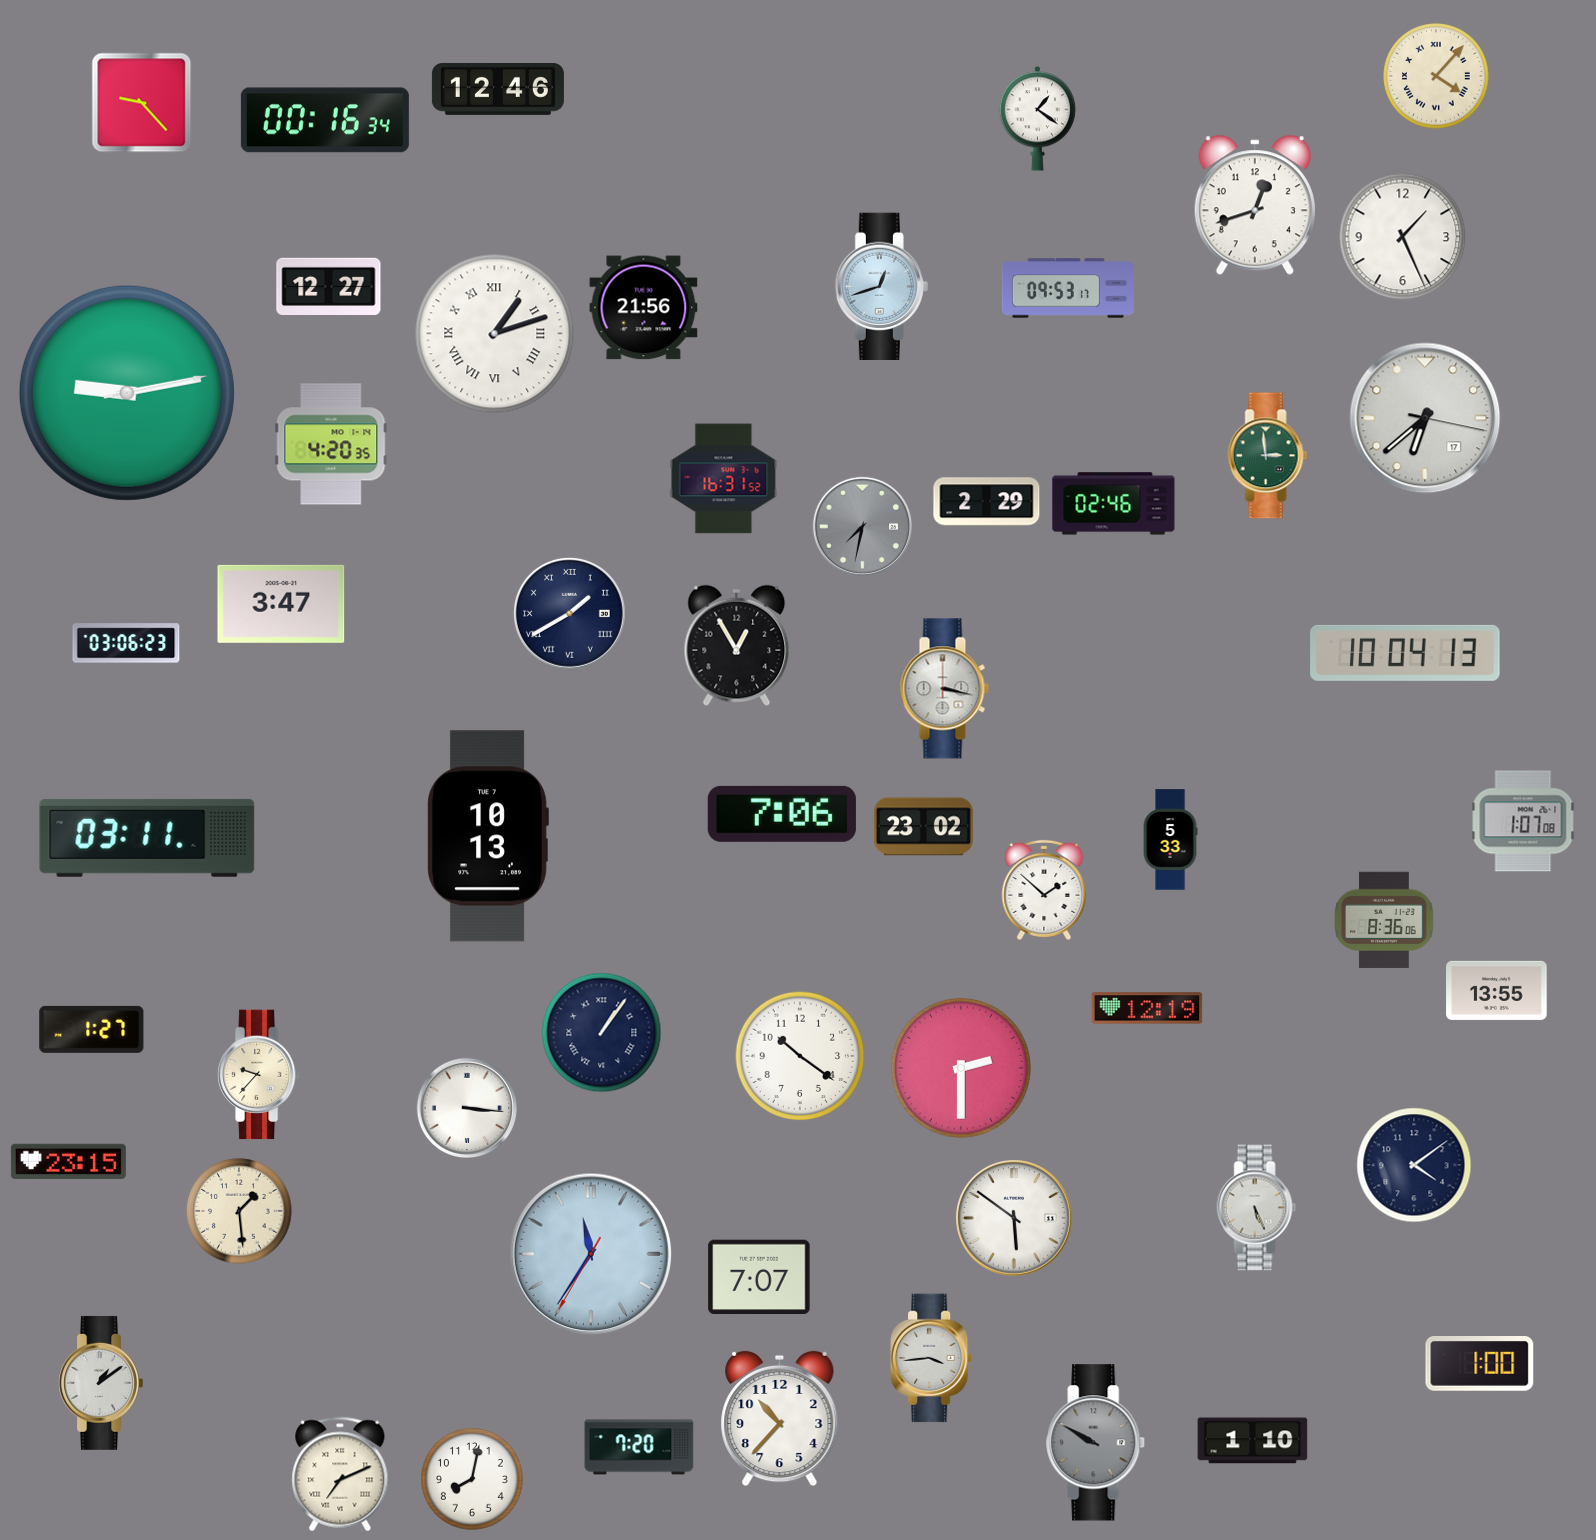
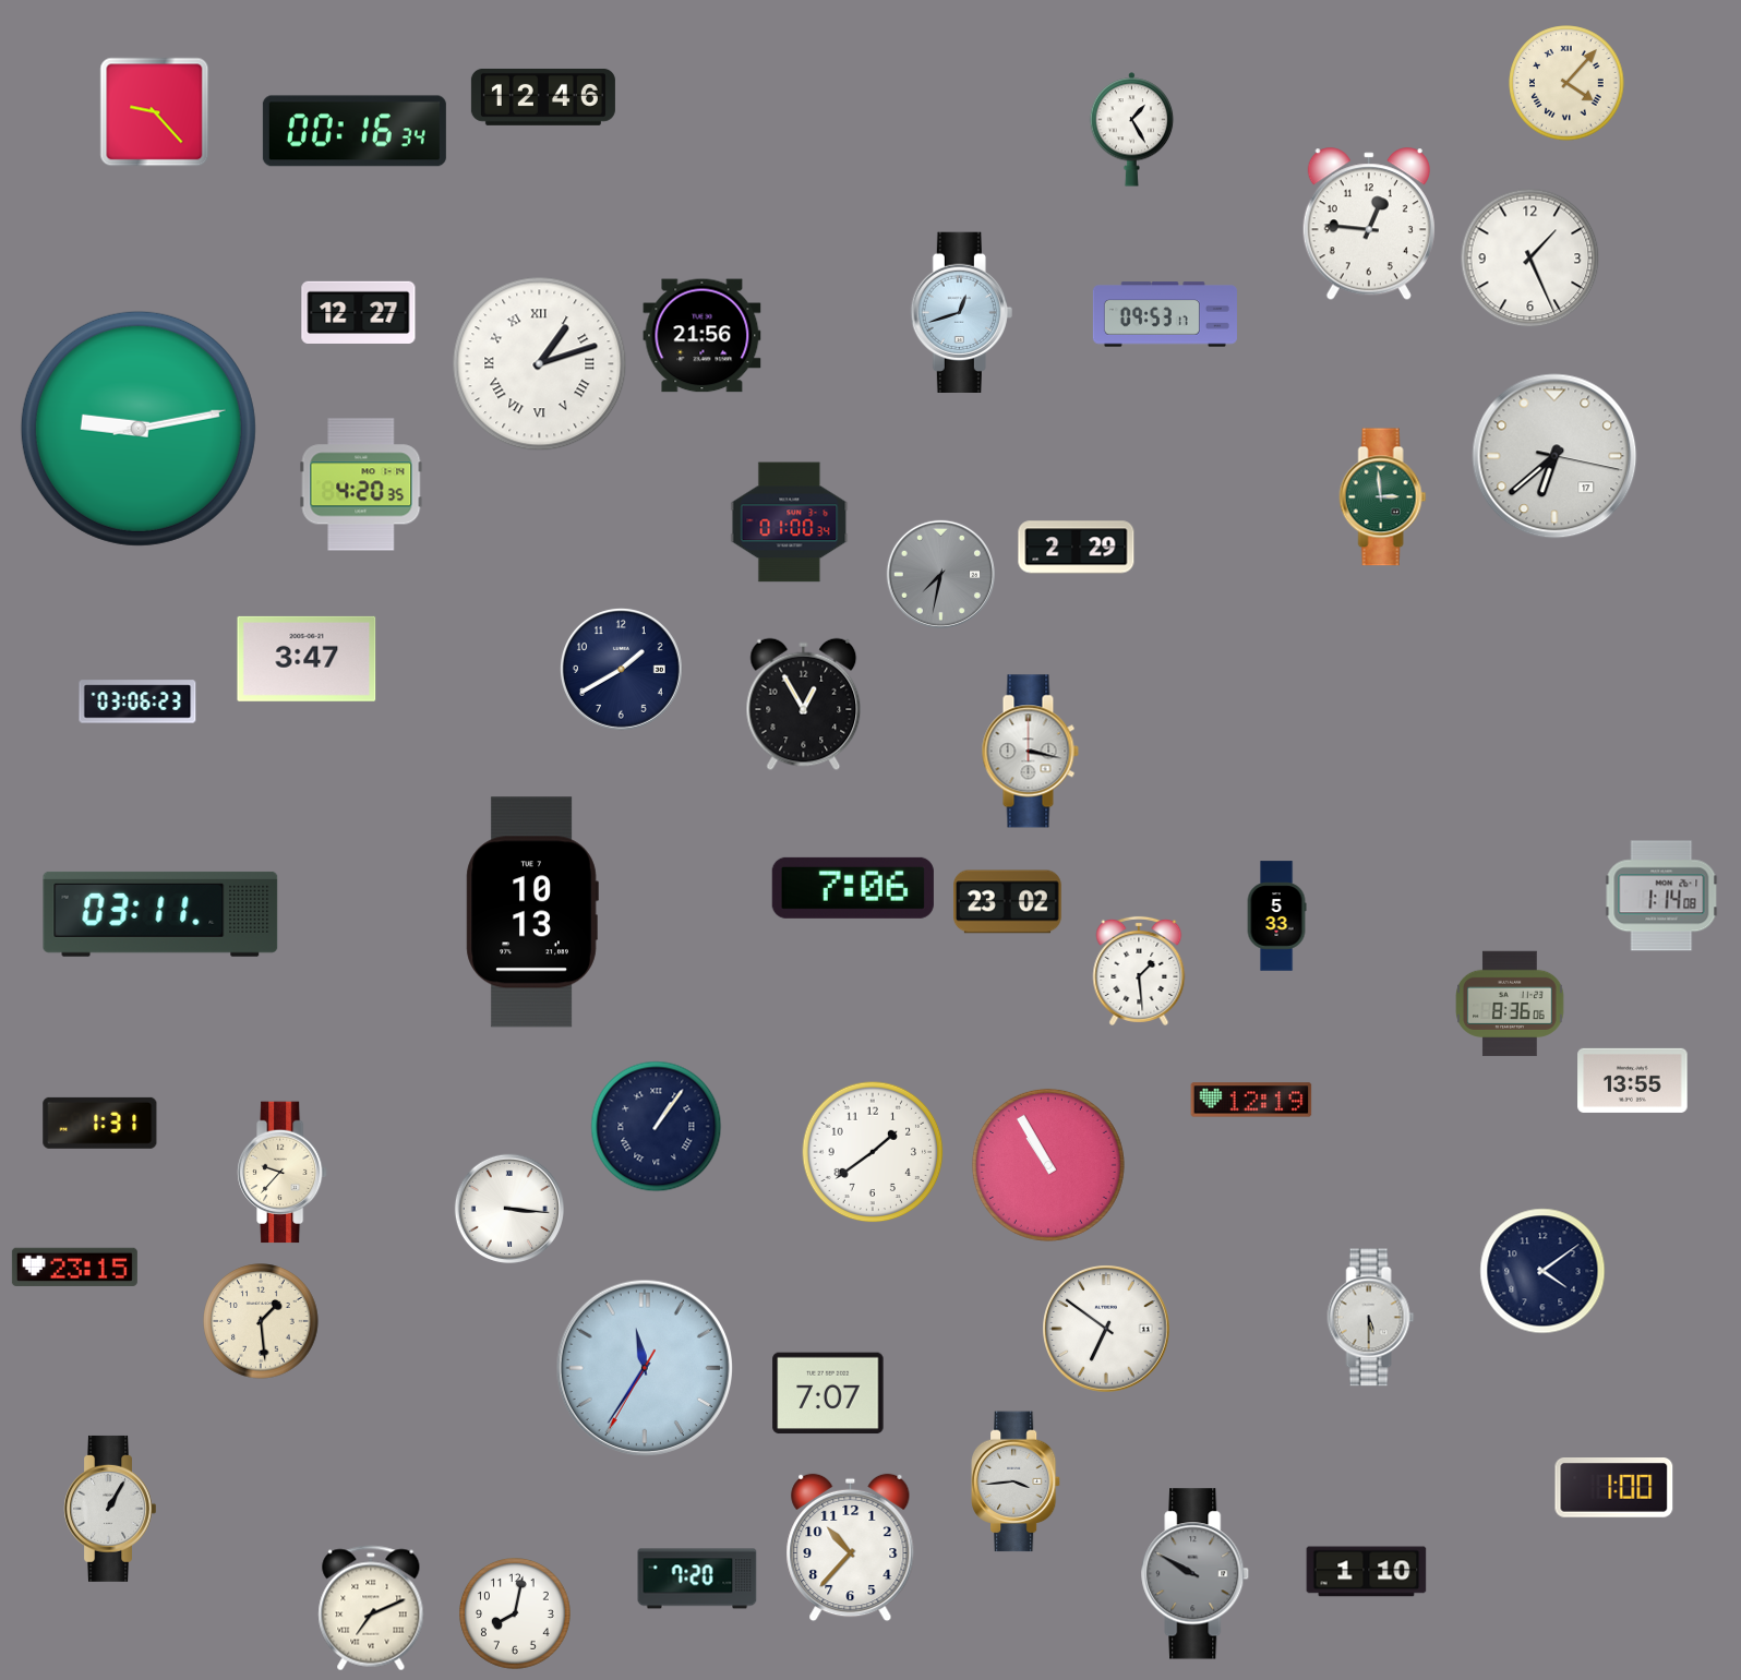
clock at (1038, 119): 1:21 -> 1:25
clock at (1255, 206): 12:42 -> 12:46
clock at (724, 479): 16:31 -> 01:00
clock at (1114, 504): 02:46 -> none
clock at (569, 613) numerals: Roman -> Arabic
clock at (1405, 653): 10:04 -> none
clock at (1523, 821): 1:07 -> 1:14
clock at (1044, 890): 1:52 -> 1:29
clock at (92, 1029): 1:27 -> 1:31
clock at (800, 1056): 10:21 -> 1:39
clock at (961, 1068): 2:30 -> 10:55
clock at (1257, 1208): 5:26 -> 5:30
clock at (1014, 1218): 5:51 -> 6:51
clock at (100, 1383): 1:09 -> 1:05
